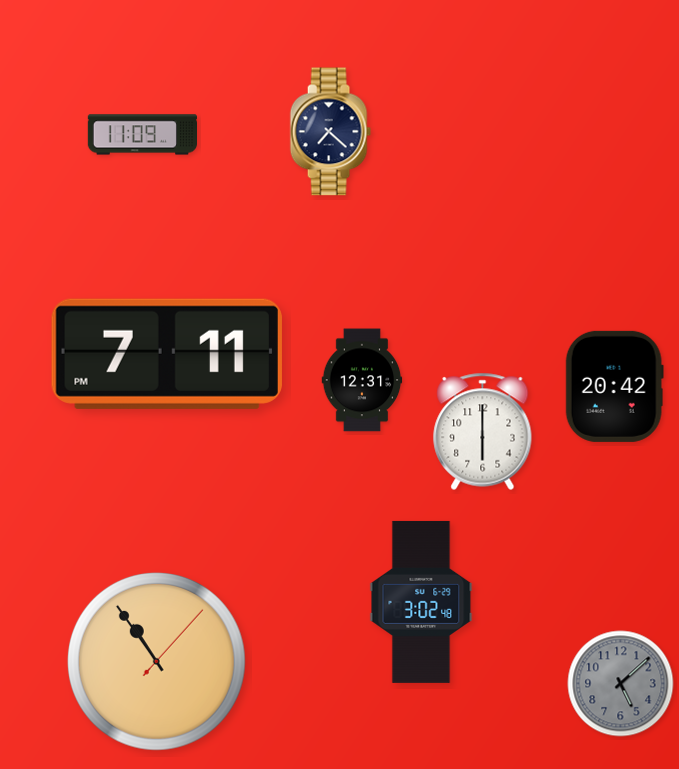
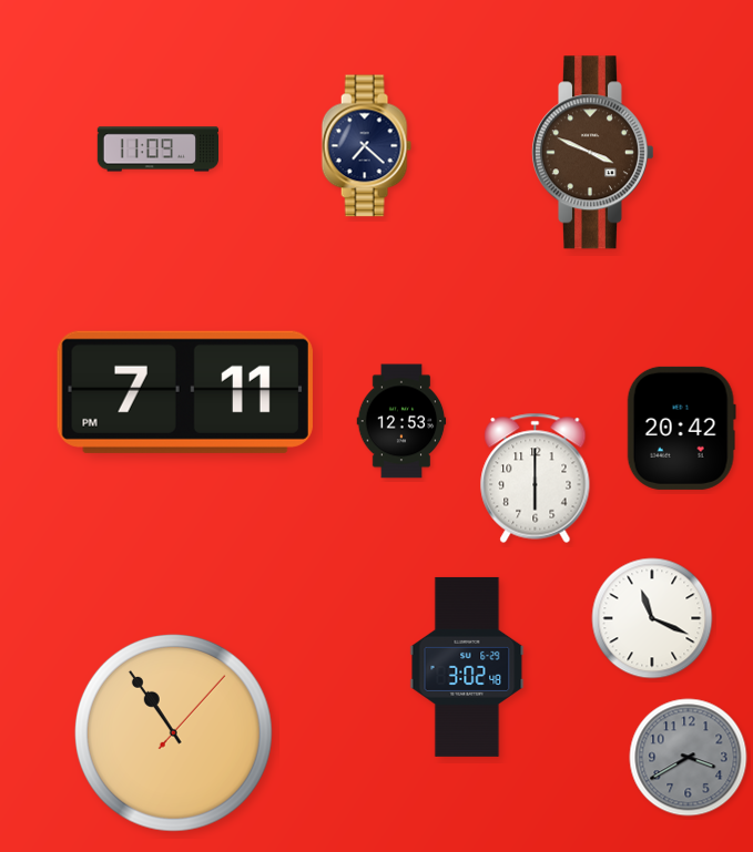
clock at (592, 153): none -> 3:49
clock at (362, 380): 12:31 -> 12:53
clock at (652, 618): none -> 11:19
clock at (621, 684): 5:08 -> 3:40
